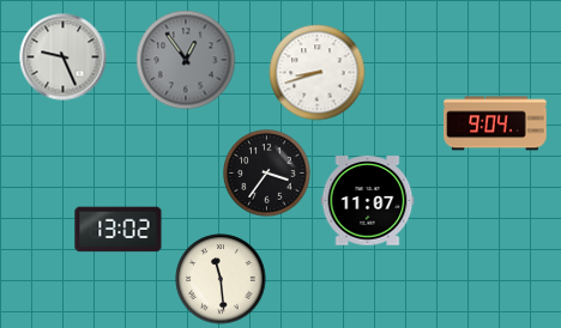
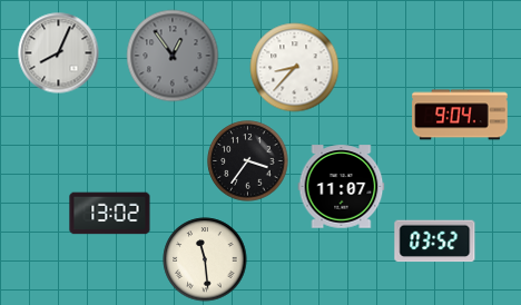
clock at (64, 57): 9:26 -> 8:04
clock at (318, 73): 8:42 -> 8:37
clock at (435, 242): none -> 03:52
